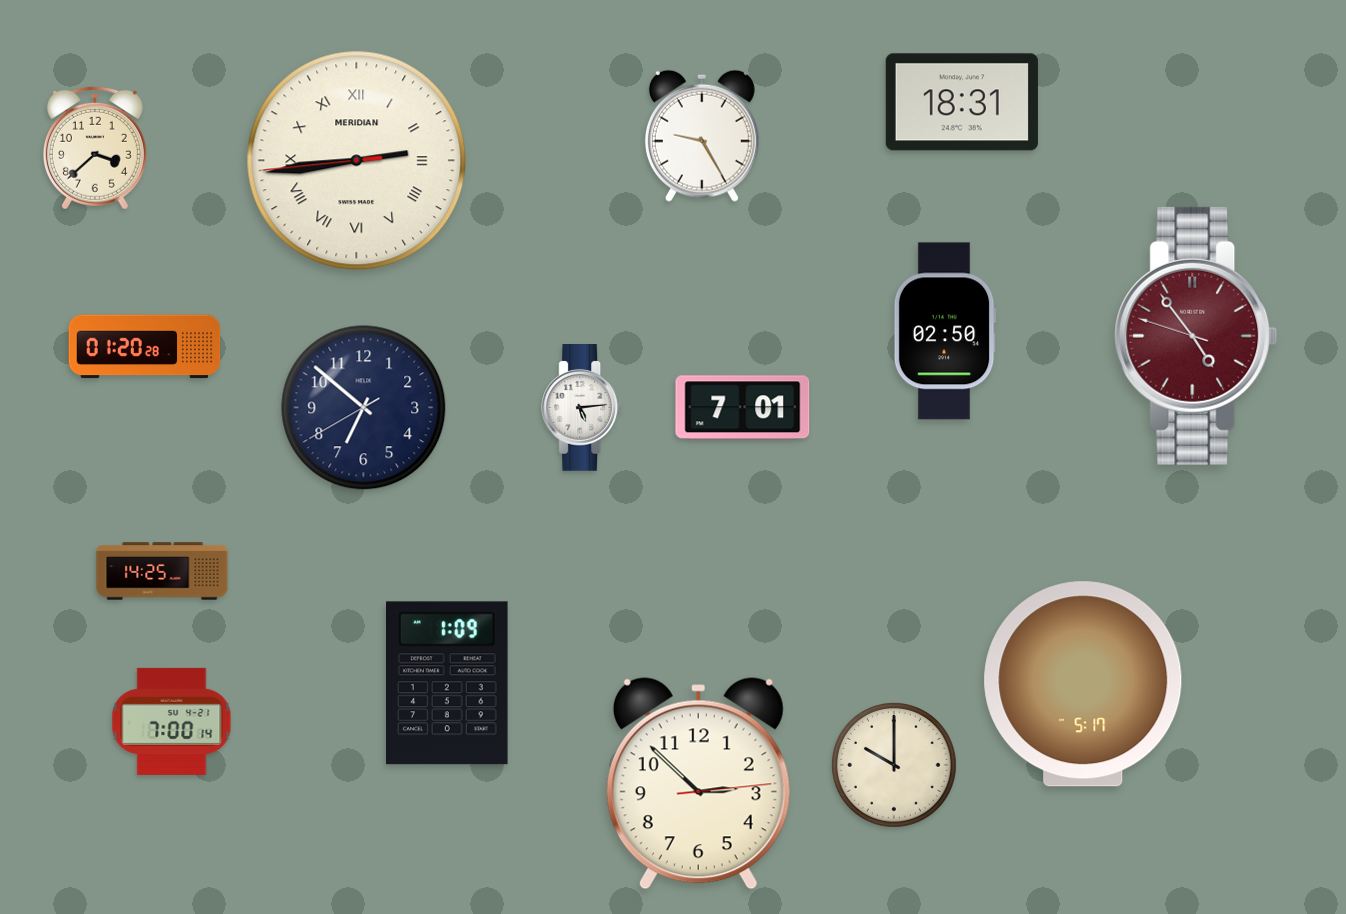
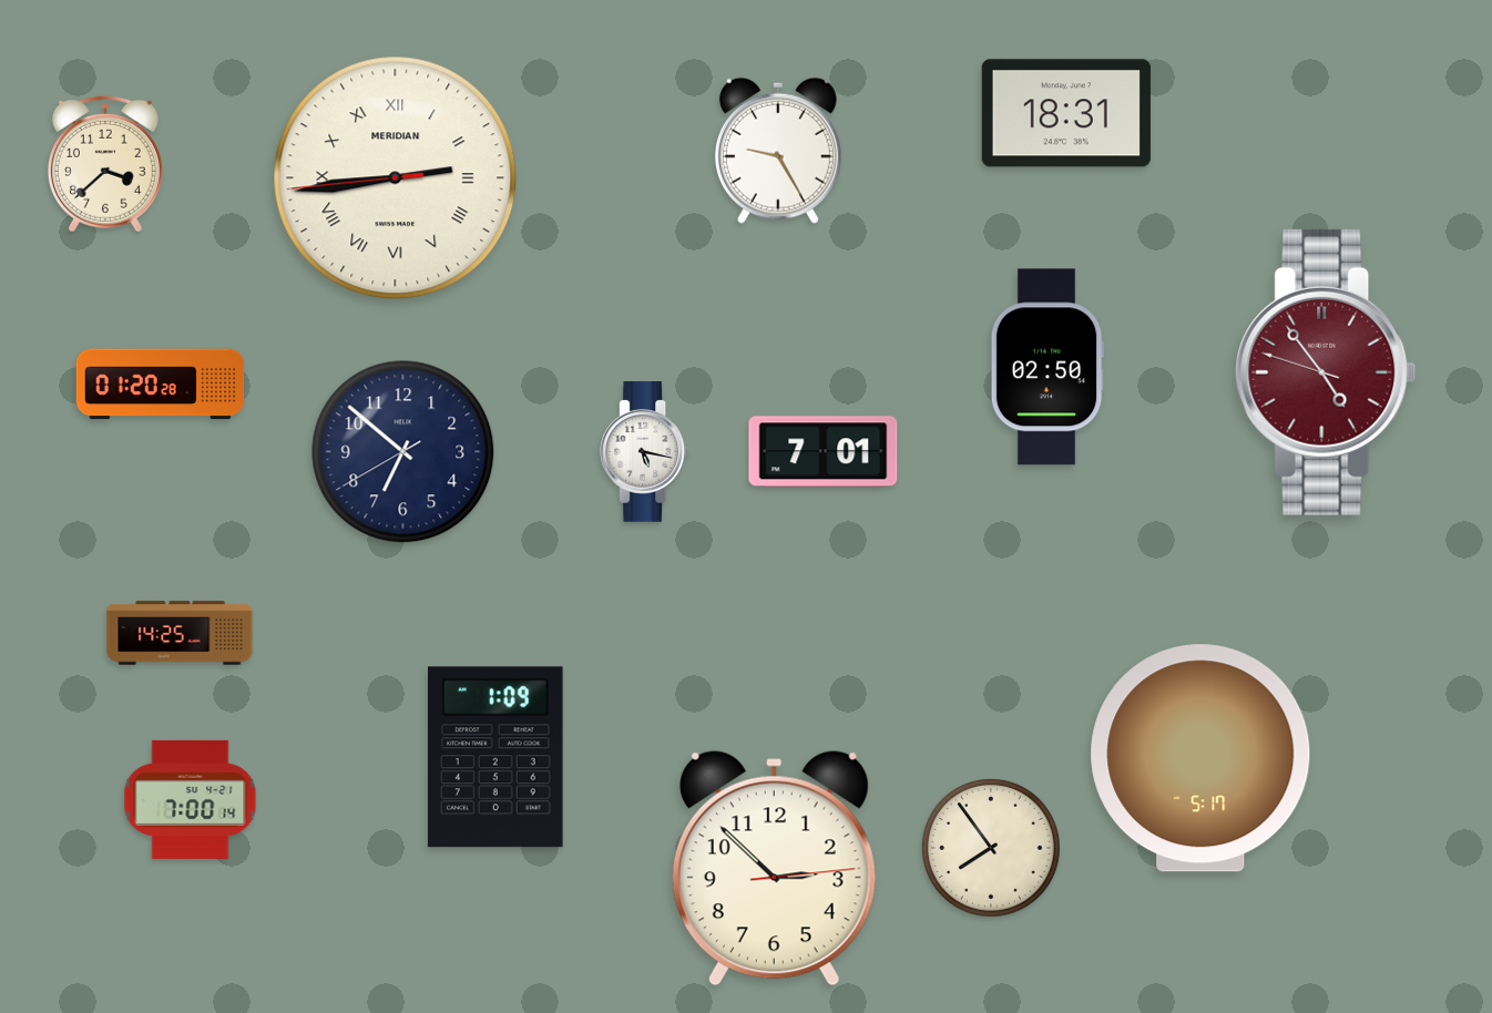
clock at (582, 408): 5:14 -> 5:17
clock at (894, 765): 10:00 -> 7:54
